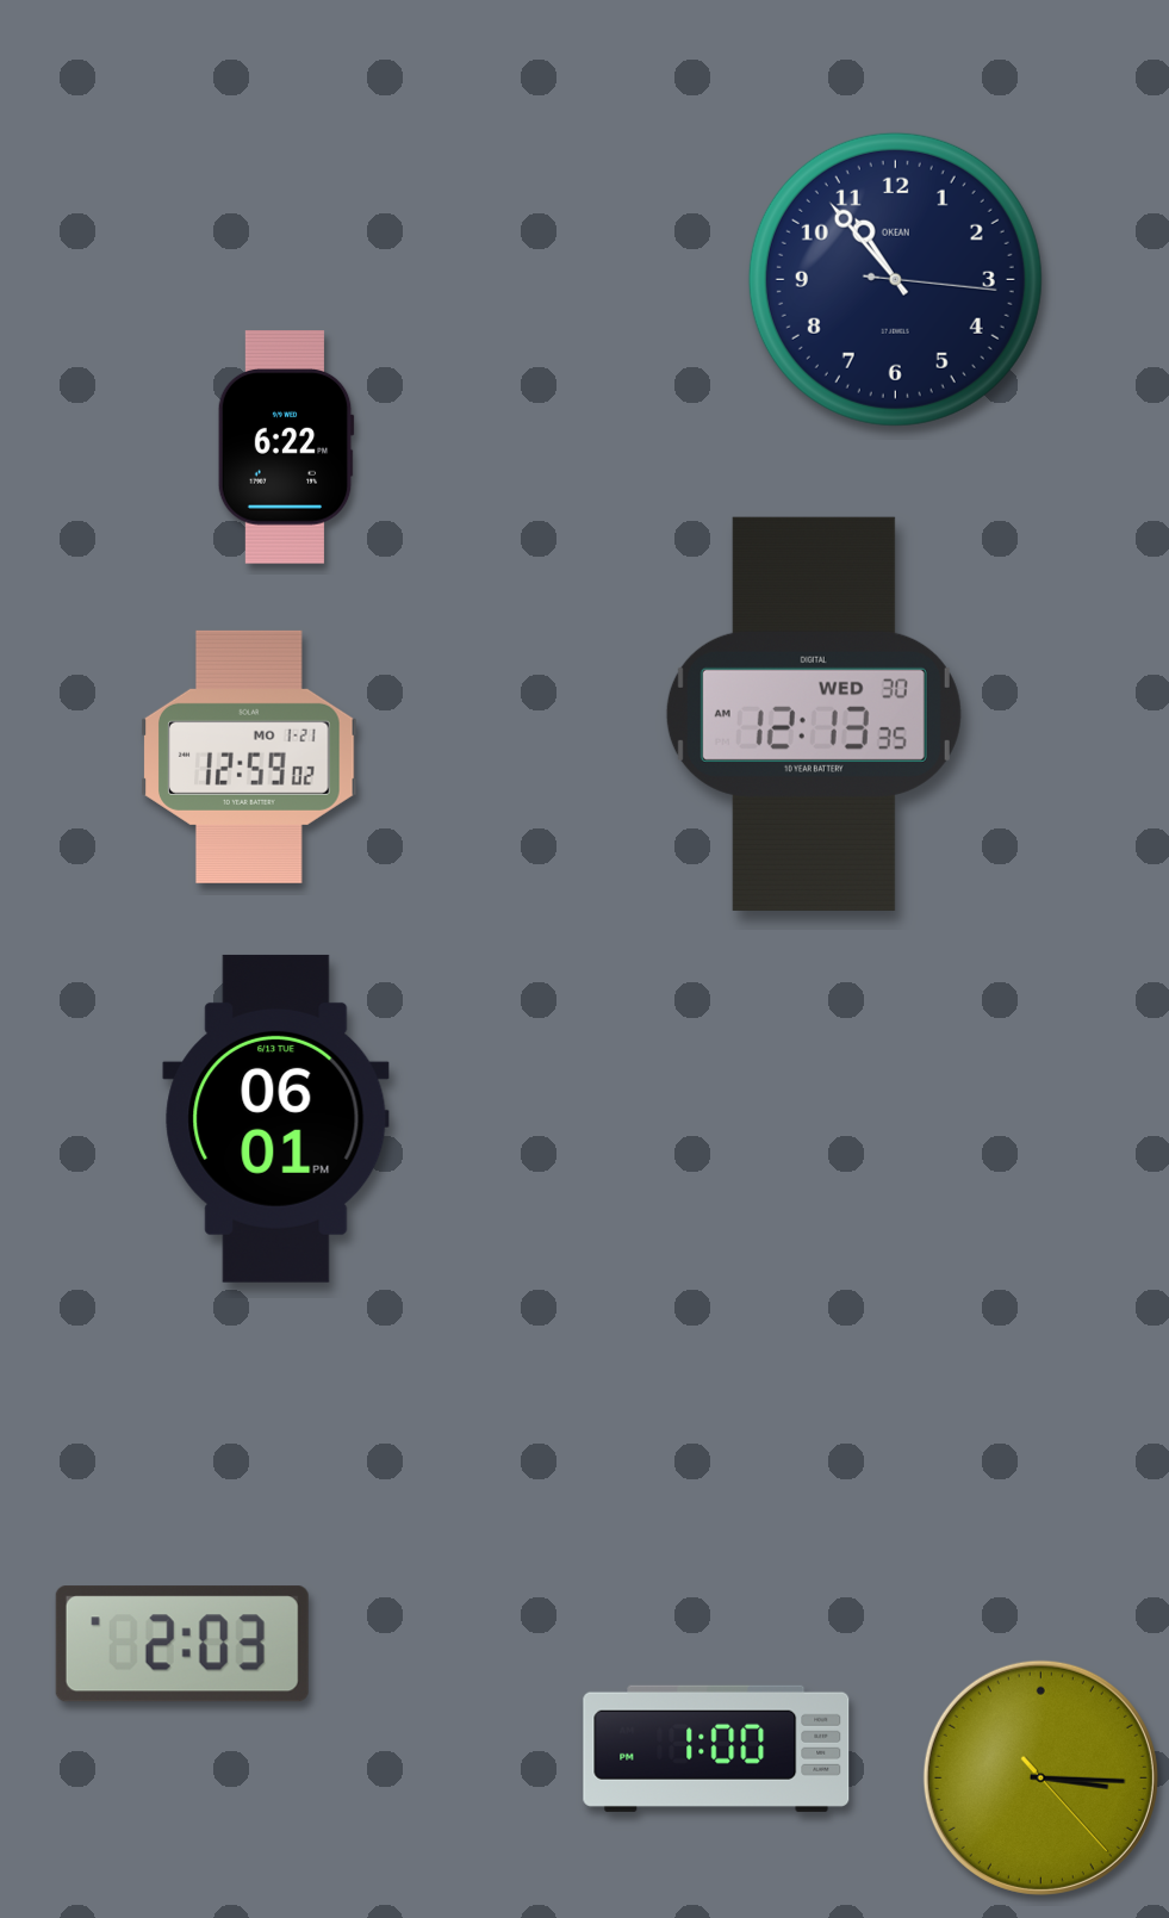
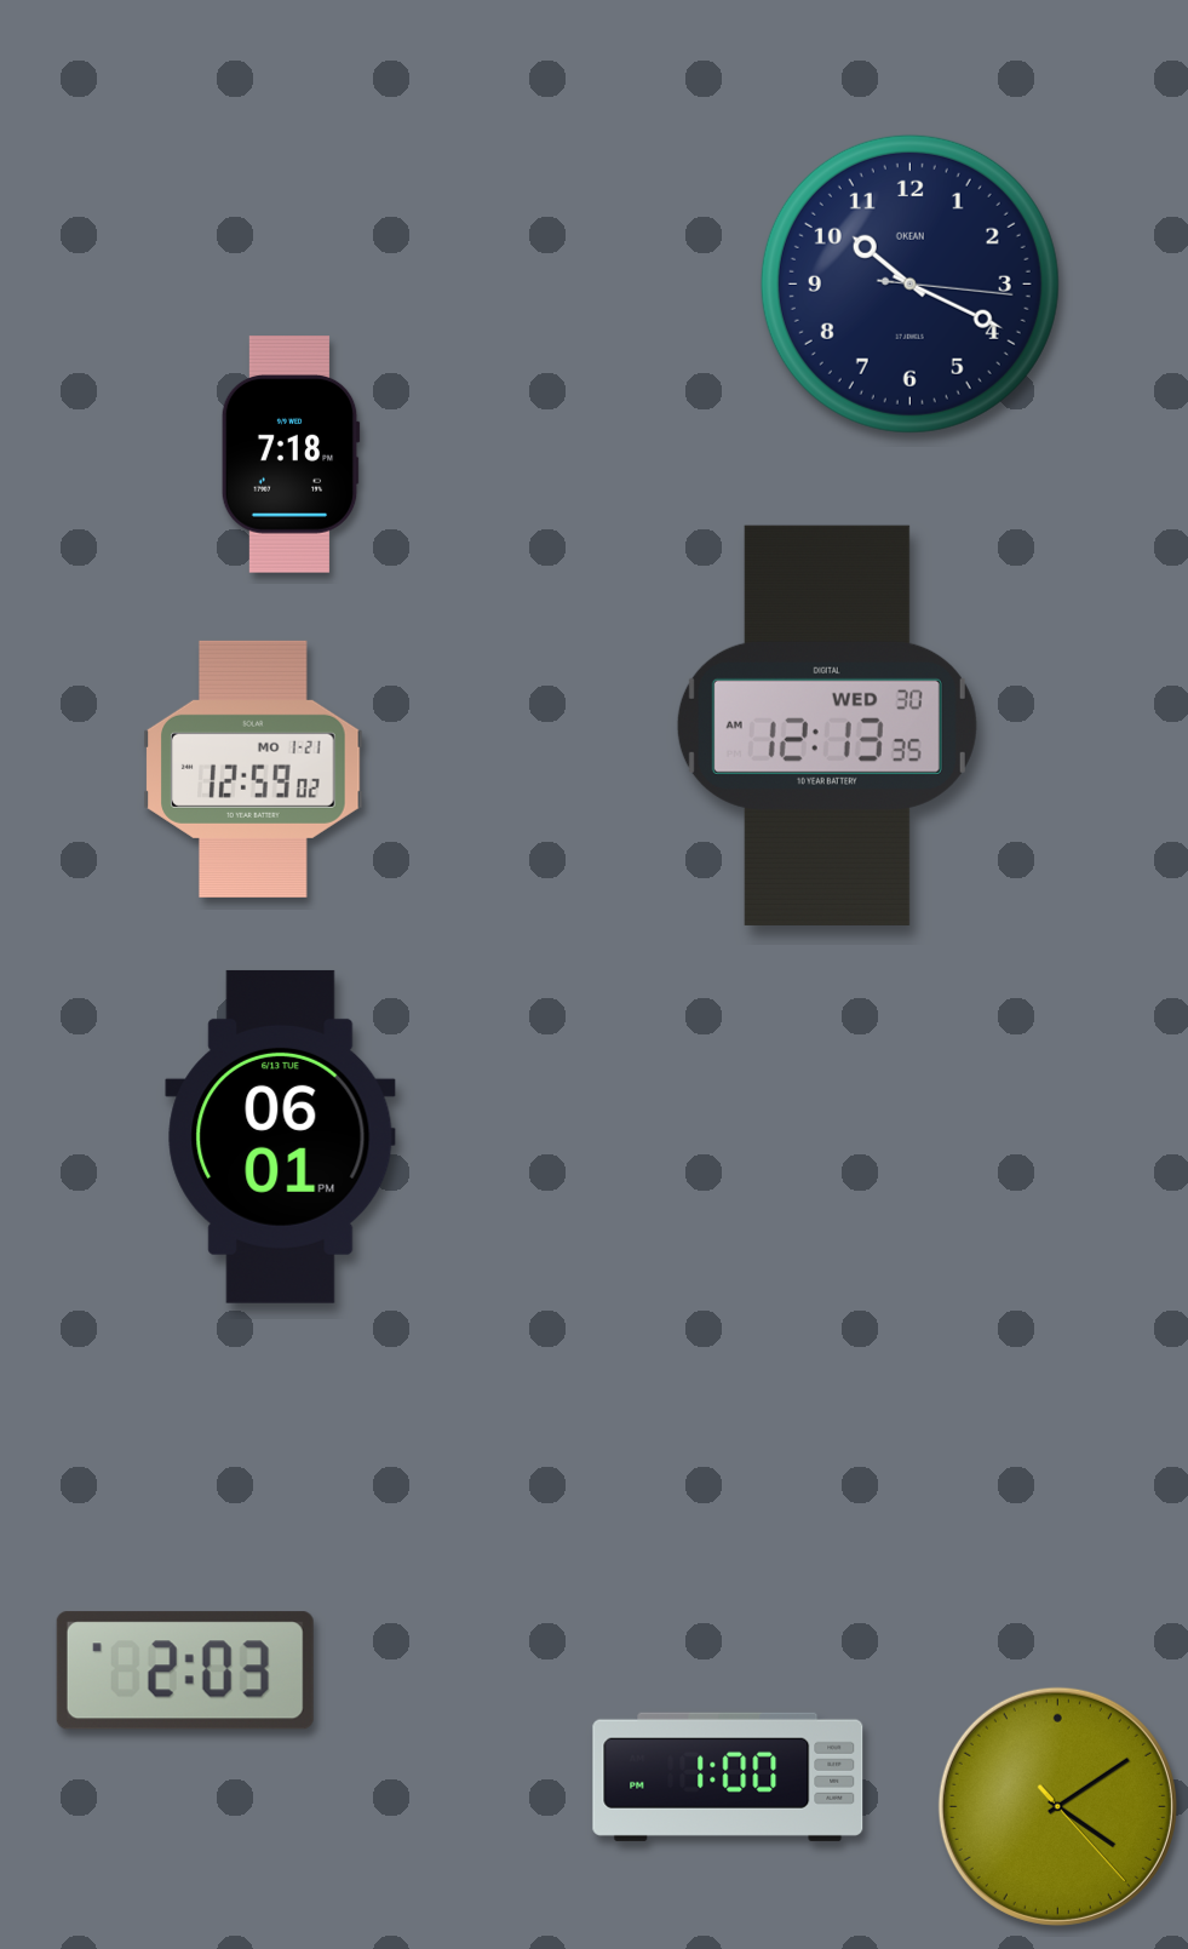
clock at (895, 279): 10:53 -> 10:19
clock at (286, 447): 6:22 -> 7:18
clock at (1040, 1777): 3:15 -> 4:09
